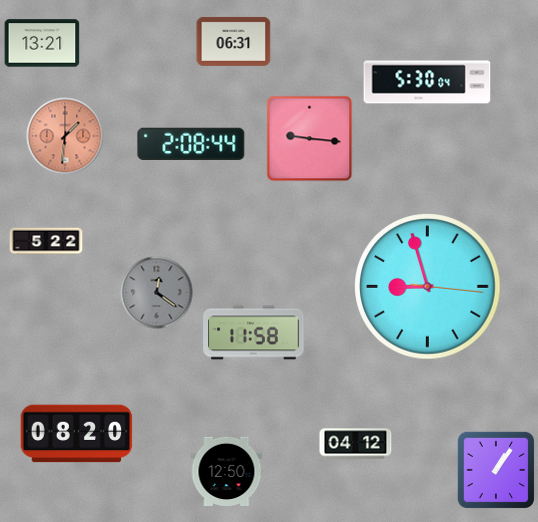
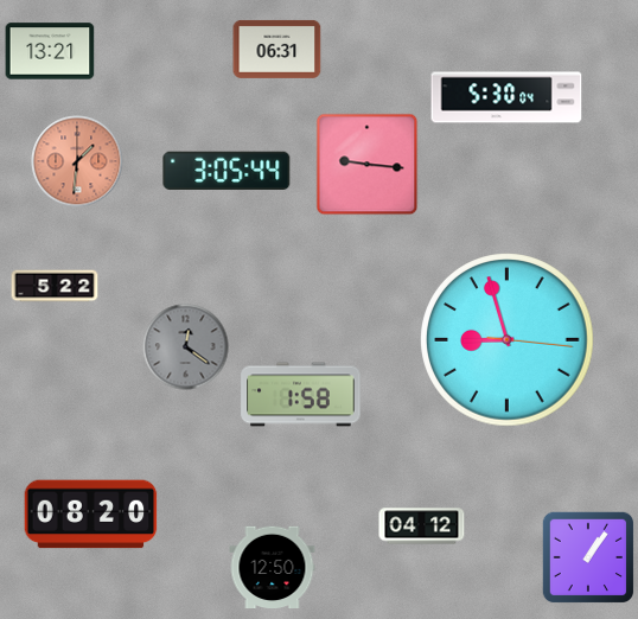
clock at (191, 143): 2:08 -> 3:05
clock at (254, 333): 11:58 -> 1:58
clock at (227, 471) position: (227, 471) -> (273, 567)
